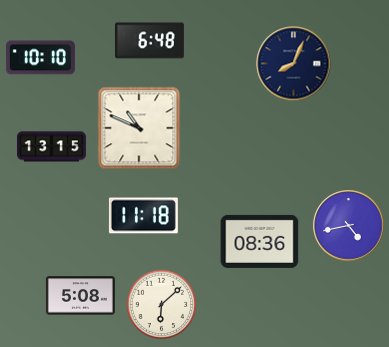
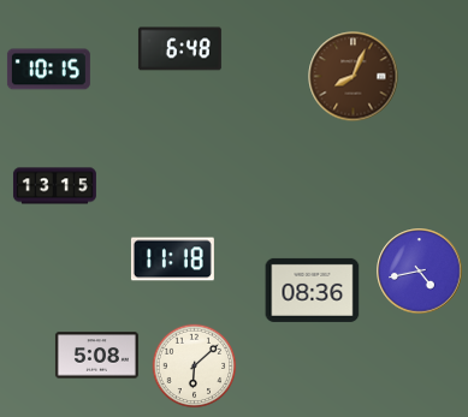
clock at (40, 58): 10:10 -> 10:15
clock at (294, 64) dial: navy -> brown
clock at (139, 128): 10:49 -> none
clock at (51, 147) position: (51, 147) -> (54, 186)
